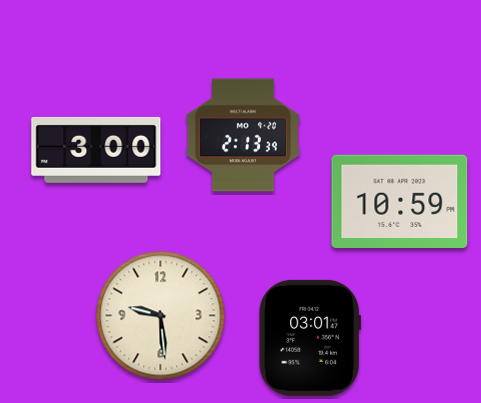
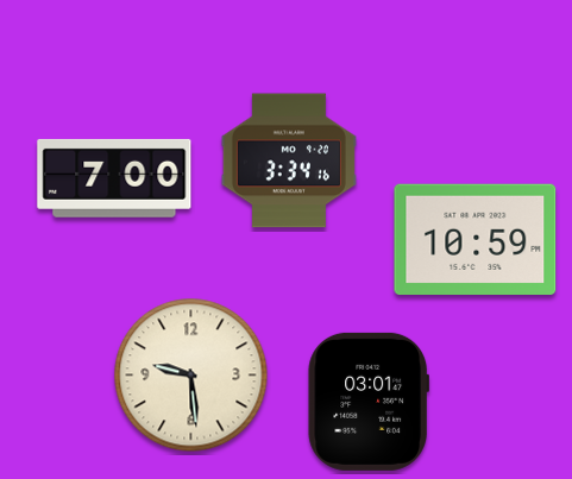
clock at (243, 135): 2:13 -> 3:34
clock at (96, 150): 3:00 -> 7:00
